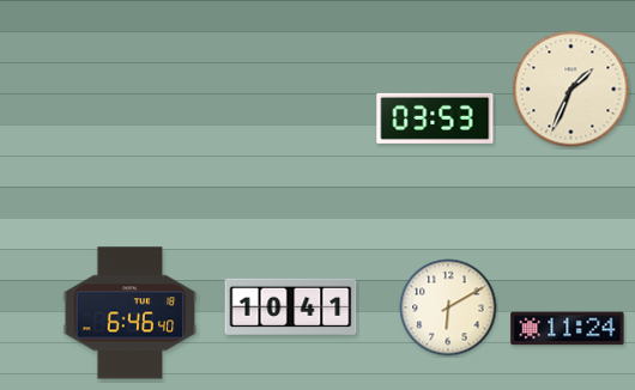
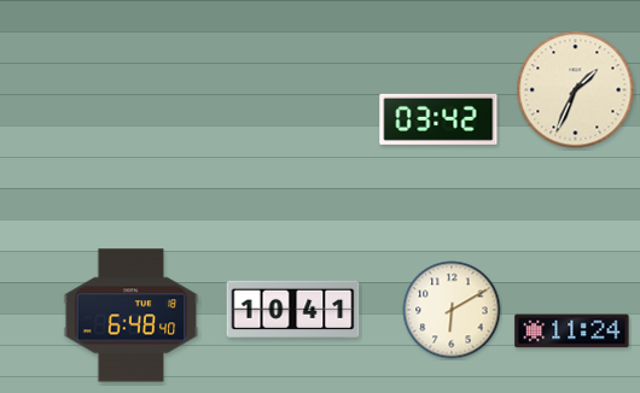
clock at (435, 118): 03:53 -> 03:42
clock at (131, 313): 6:46 -> 6:48
